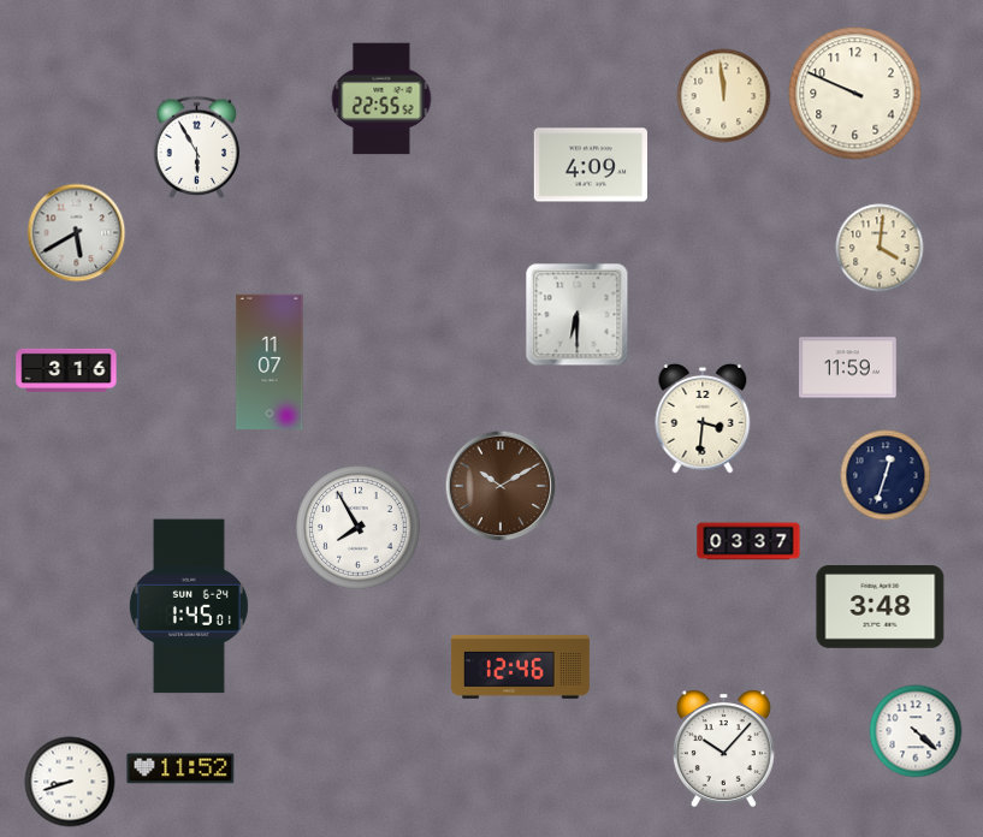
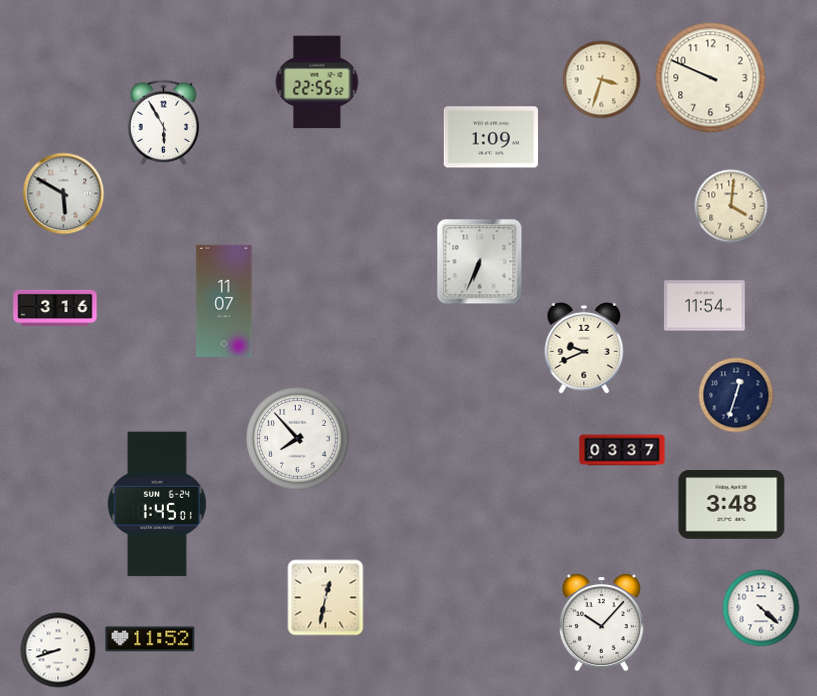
clock at (724, 96): 11:59 -> 3:33
clock at (590, 165): 4:09 -> 1:09
clock at (77, 233): 5:40 -> 5:50
clock at (578, 315): 6:30 -> 6:34
clock at (848, 368): 11:59 -> 11:54
clock at (703, 419): 3:31 -> 9:41
clock at (501, 486): 10:10 -> none
clock at (359, 528): 7:55 -> 7:53
clock at (520, 667): 12:46 -> none
clock at (326, 598): none -> 12:32
